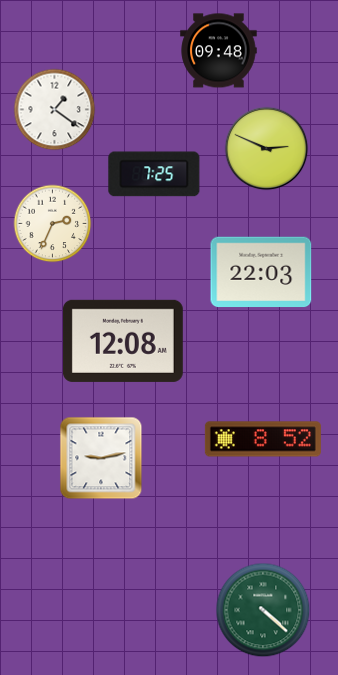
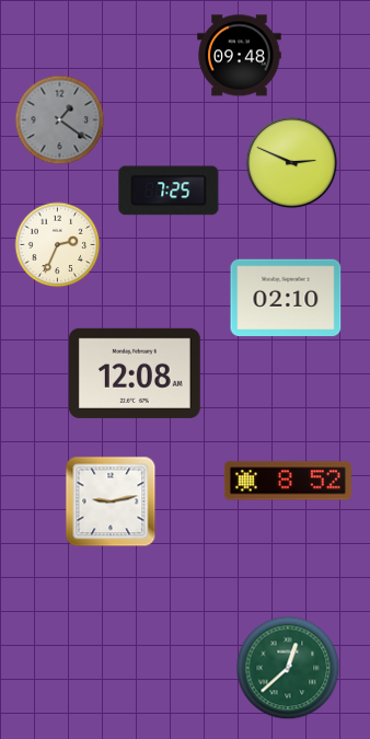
clock at (54, 109) dial: white -> grey
clock at (261, 272): 22:03 -> 02:10
clock at (263, 610): 4:22 -> 12:38
